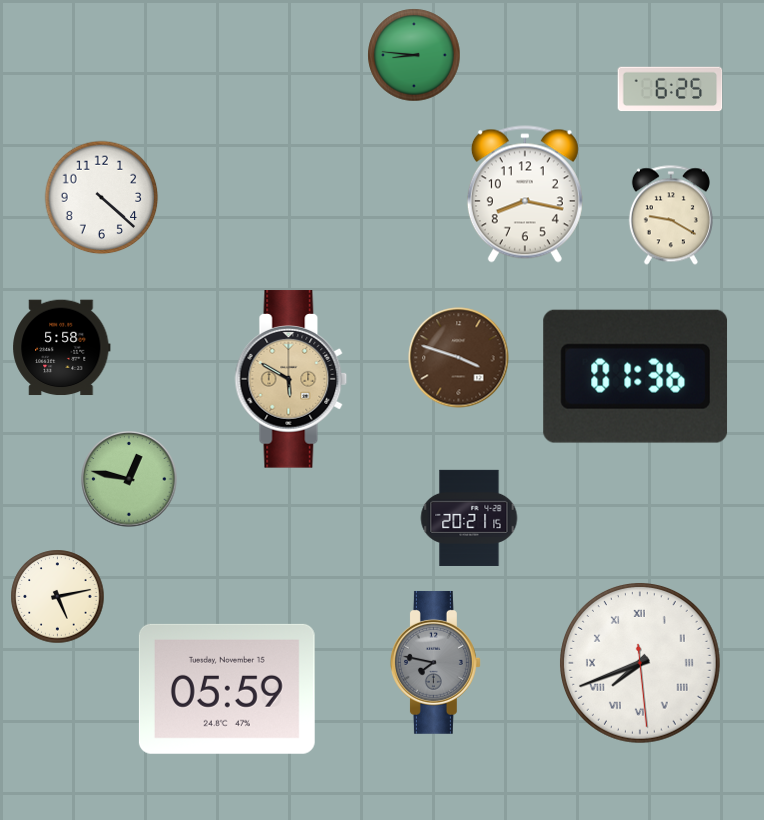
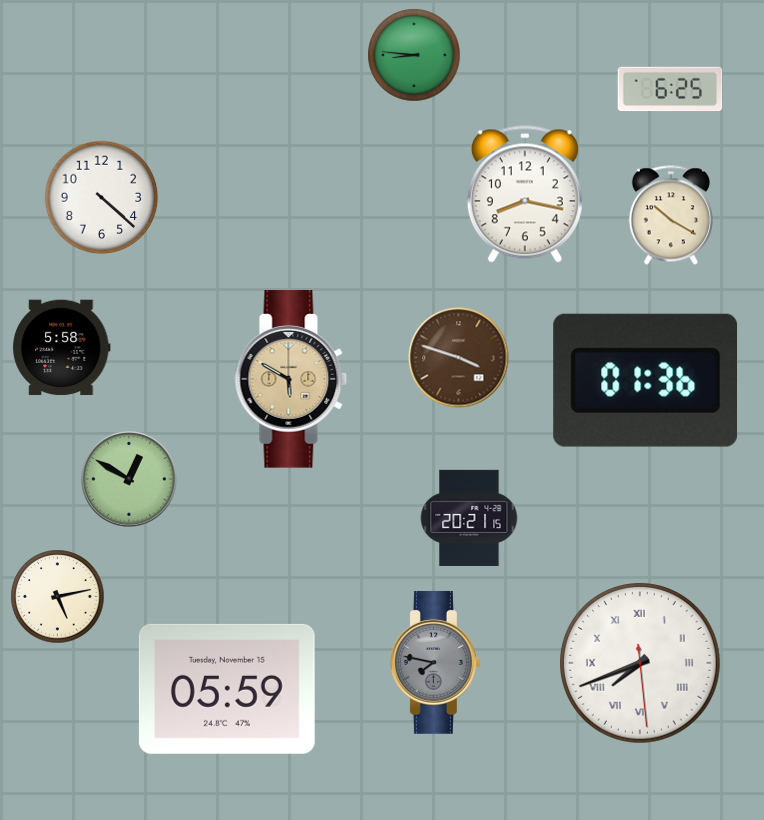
clock at (671, 215): 9:20 -> 10:20
clock at (636, 376) position: (636, 376) -> (646, 380)
clock at (129, 479): 12:47 -> 12:50
